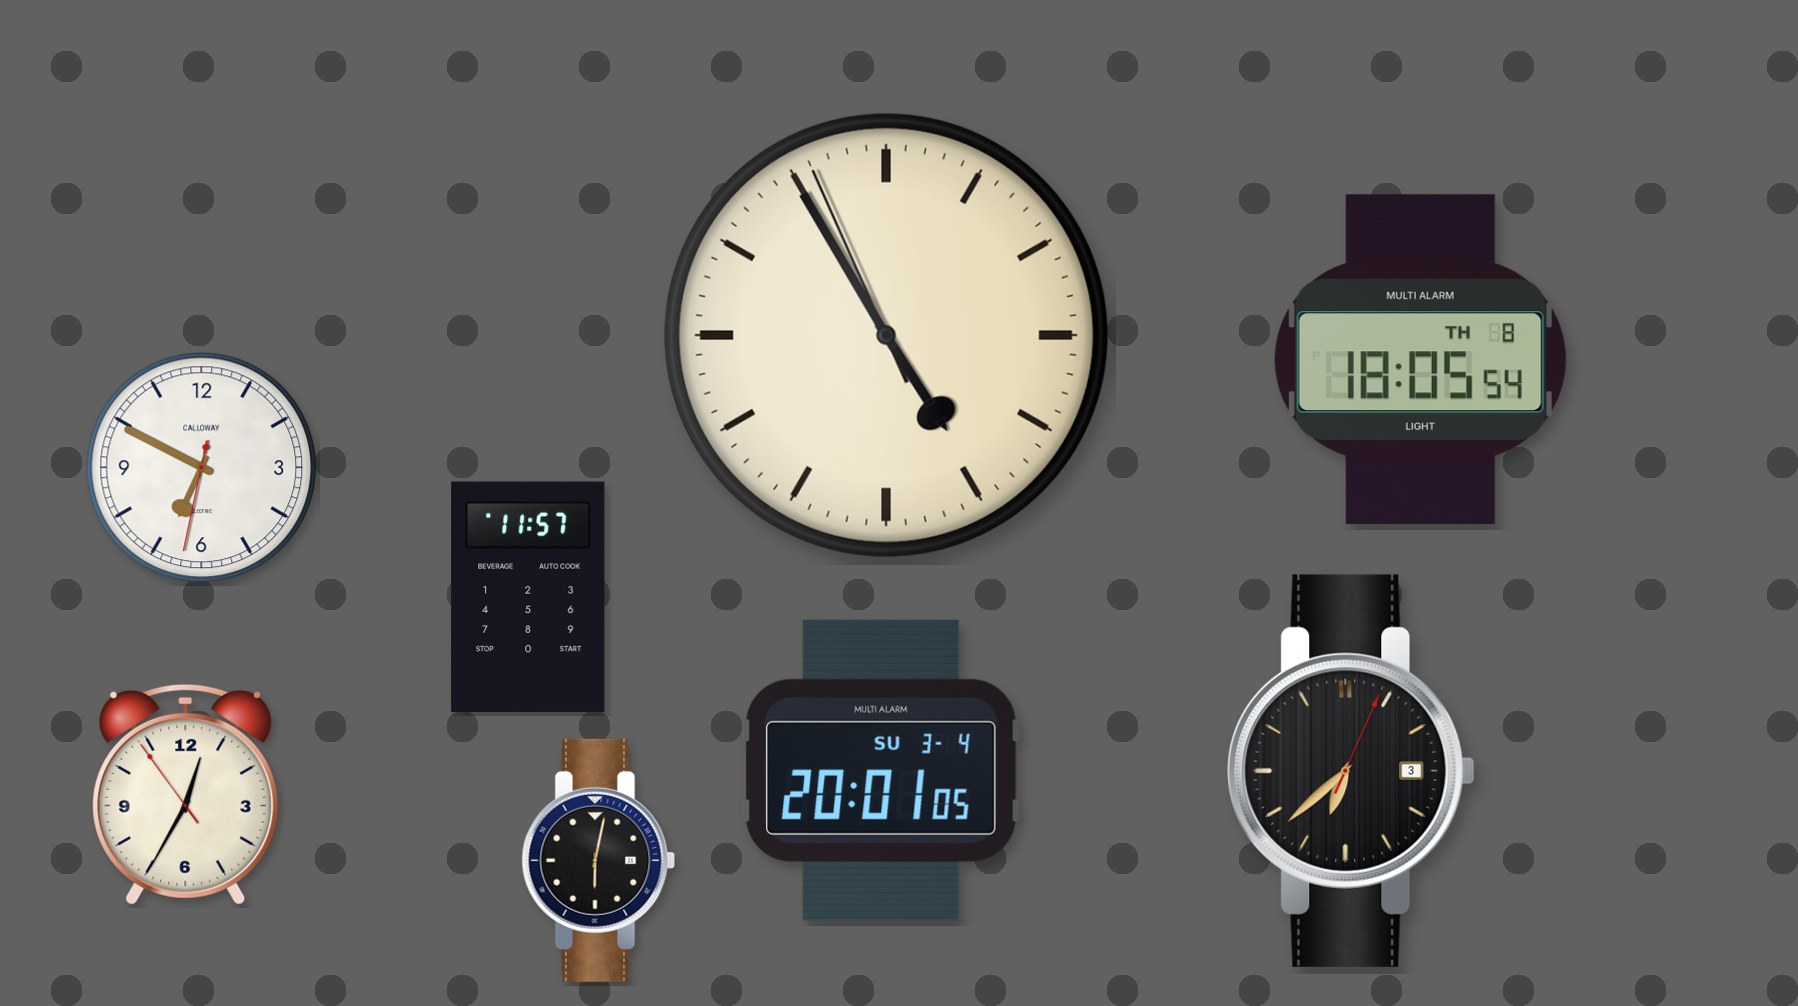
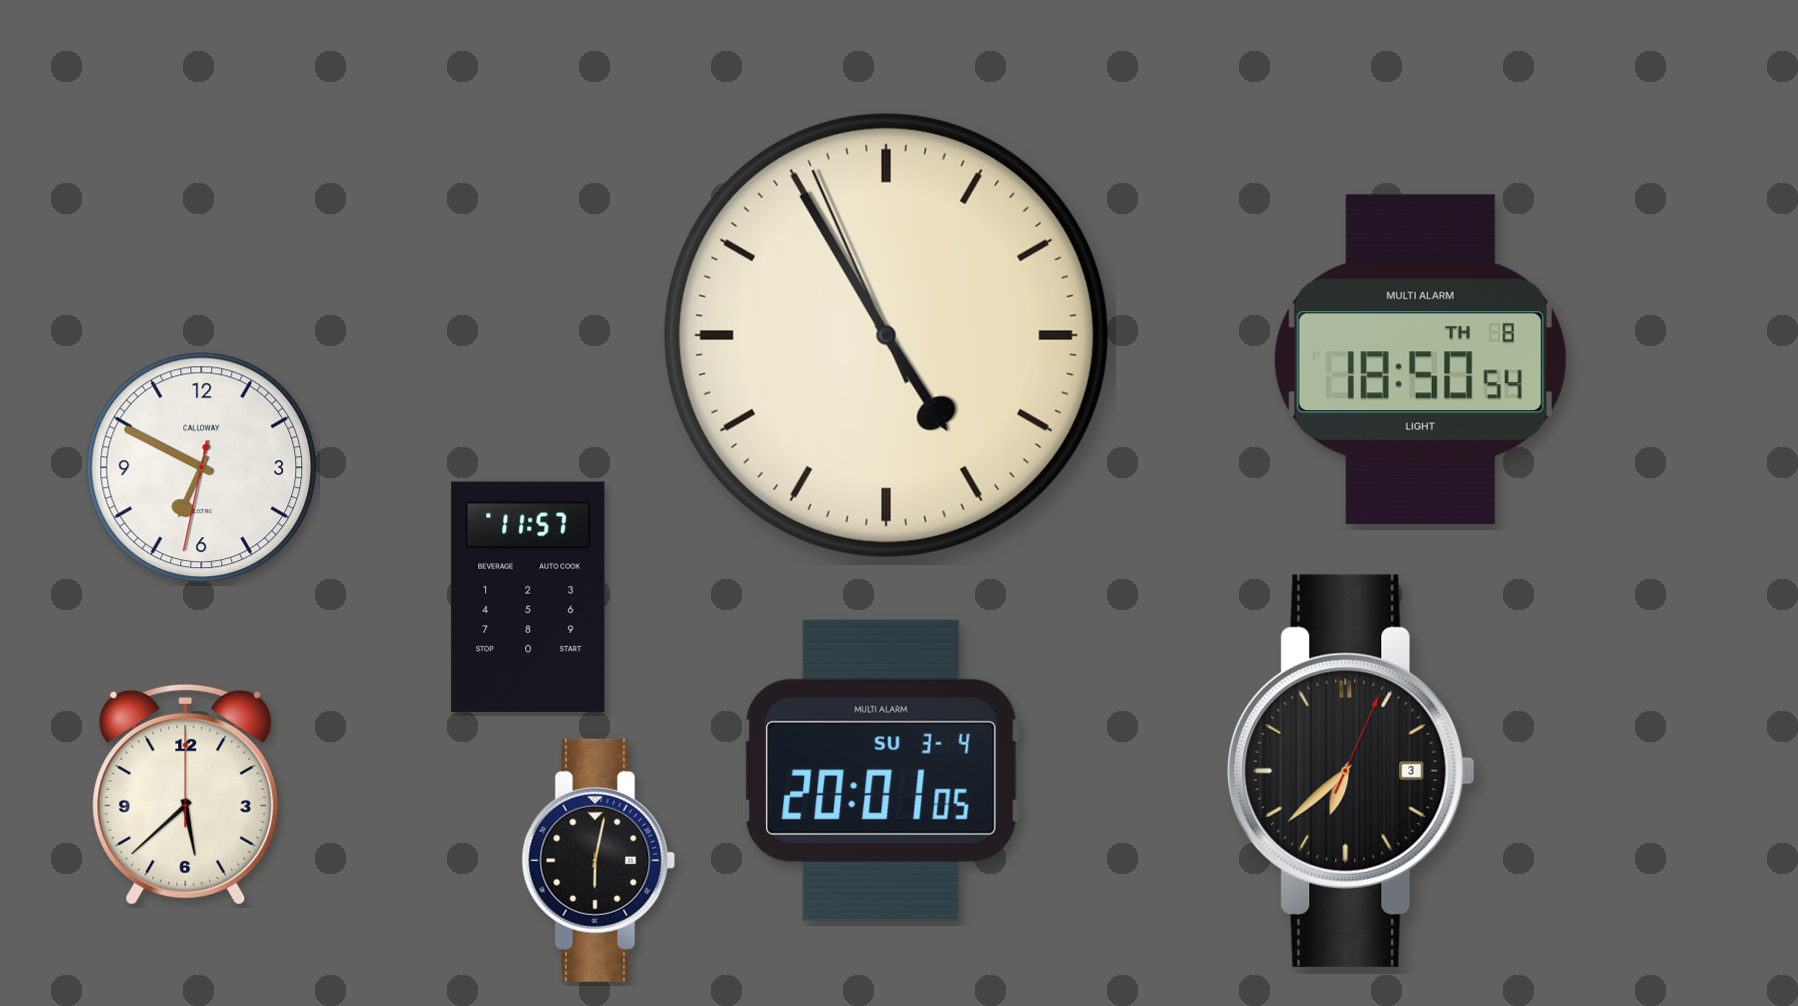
clock at (1420, 360): 18:05 -> 18:50
clock at (186, 794): 12:34 -> 5:38
